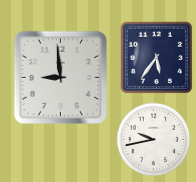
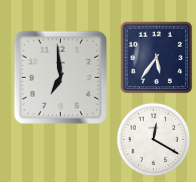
clock at (60, 77): 8:59 -> 6:59
clock at (154, 140): 9:43 -> 12:20
